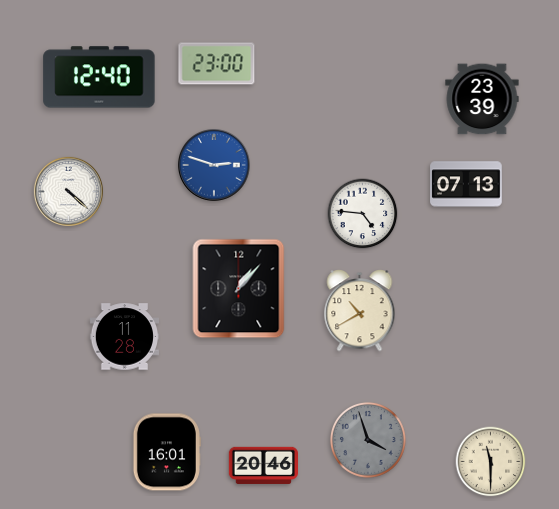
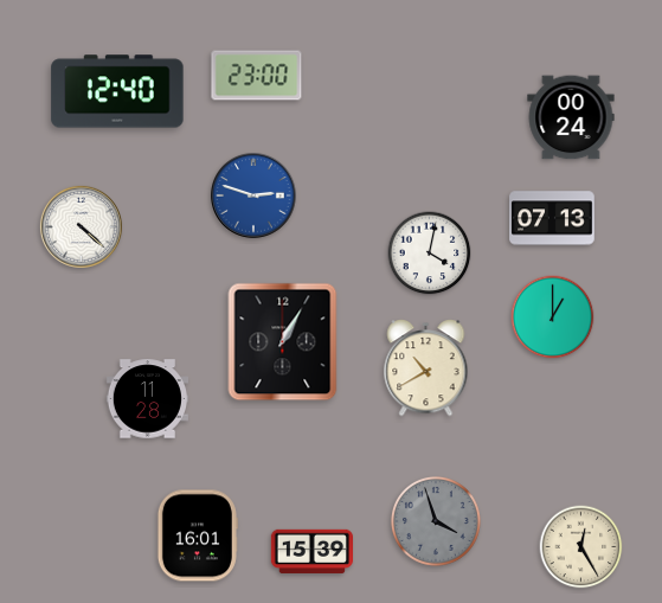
clock at (482, 99): 23:39 -> 00:24
clock at (363, 214): 4:46 -> 4:02
clock at (553, 317): none -> 1:00
clock at (239, 289): 1:07 -> 1:05
clock at (491, 462): 11:30 -> 12:25
clock at (263, 465): 20:46 -> 15:39
